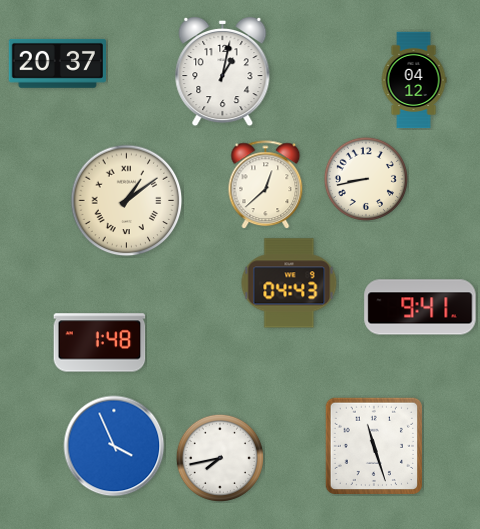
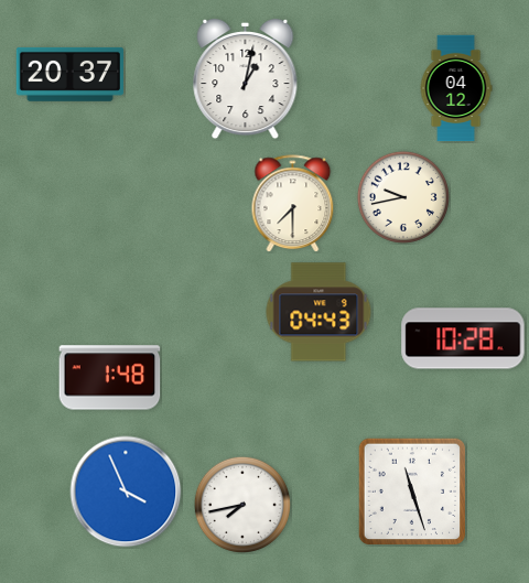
clock at (57, 63) position: (57, 63) -> (69, 74)
clock at (366, 179): 8:43 -> 9:43
clock at (266, 185): 12:38 -> 7:30
clock at (127, 201): 1:09 -> none
clock at (420, 307): 9:41 -> 10:28
